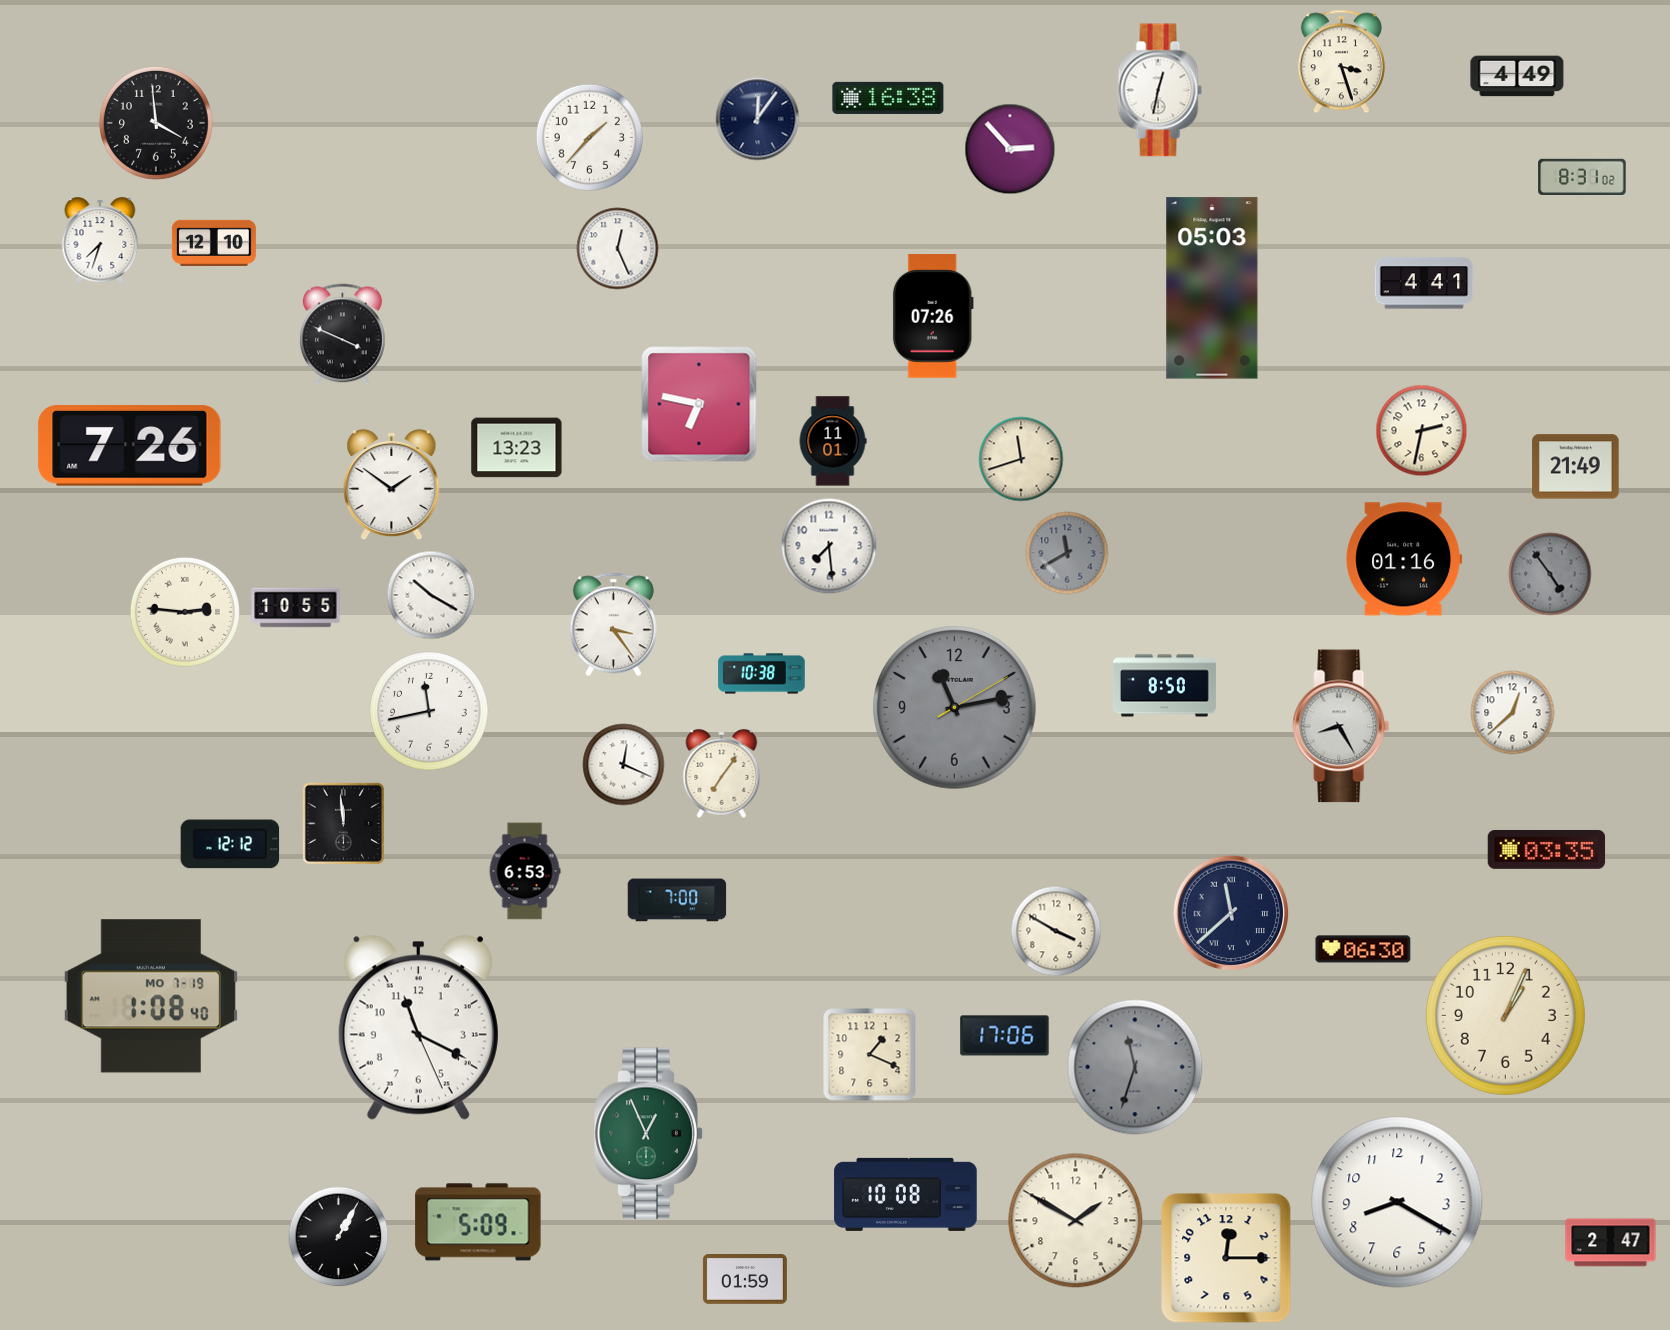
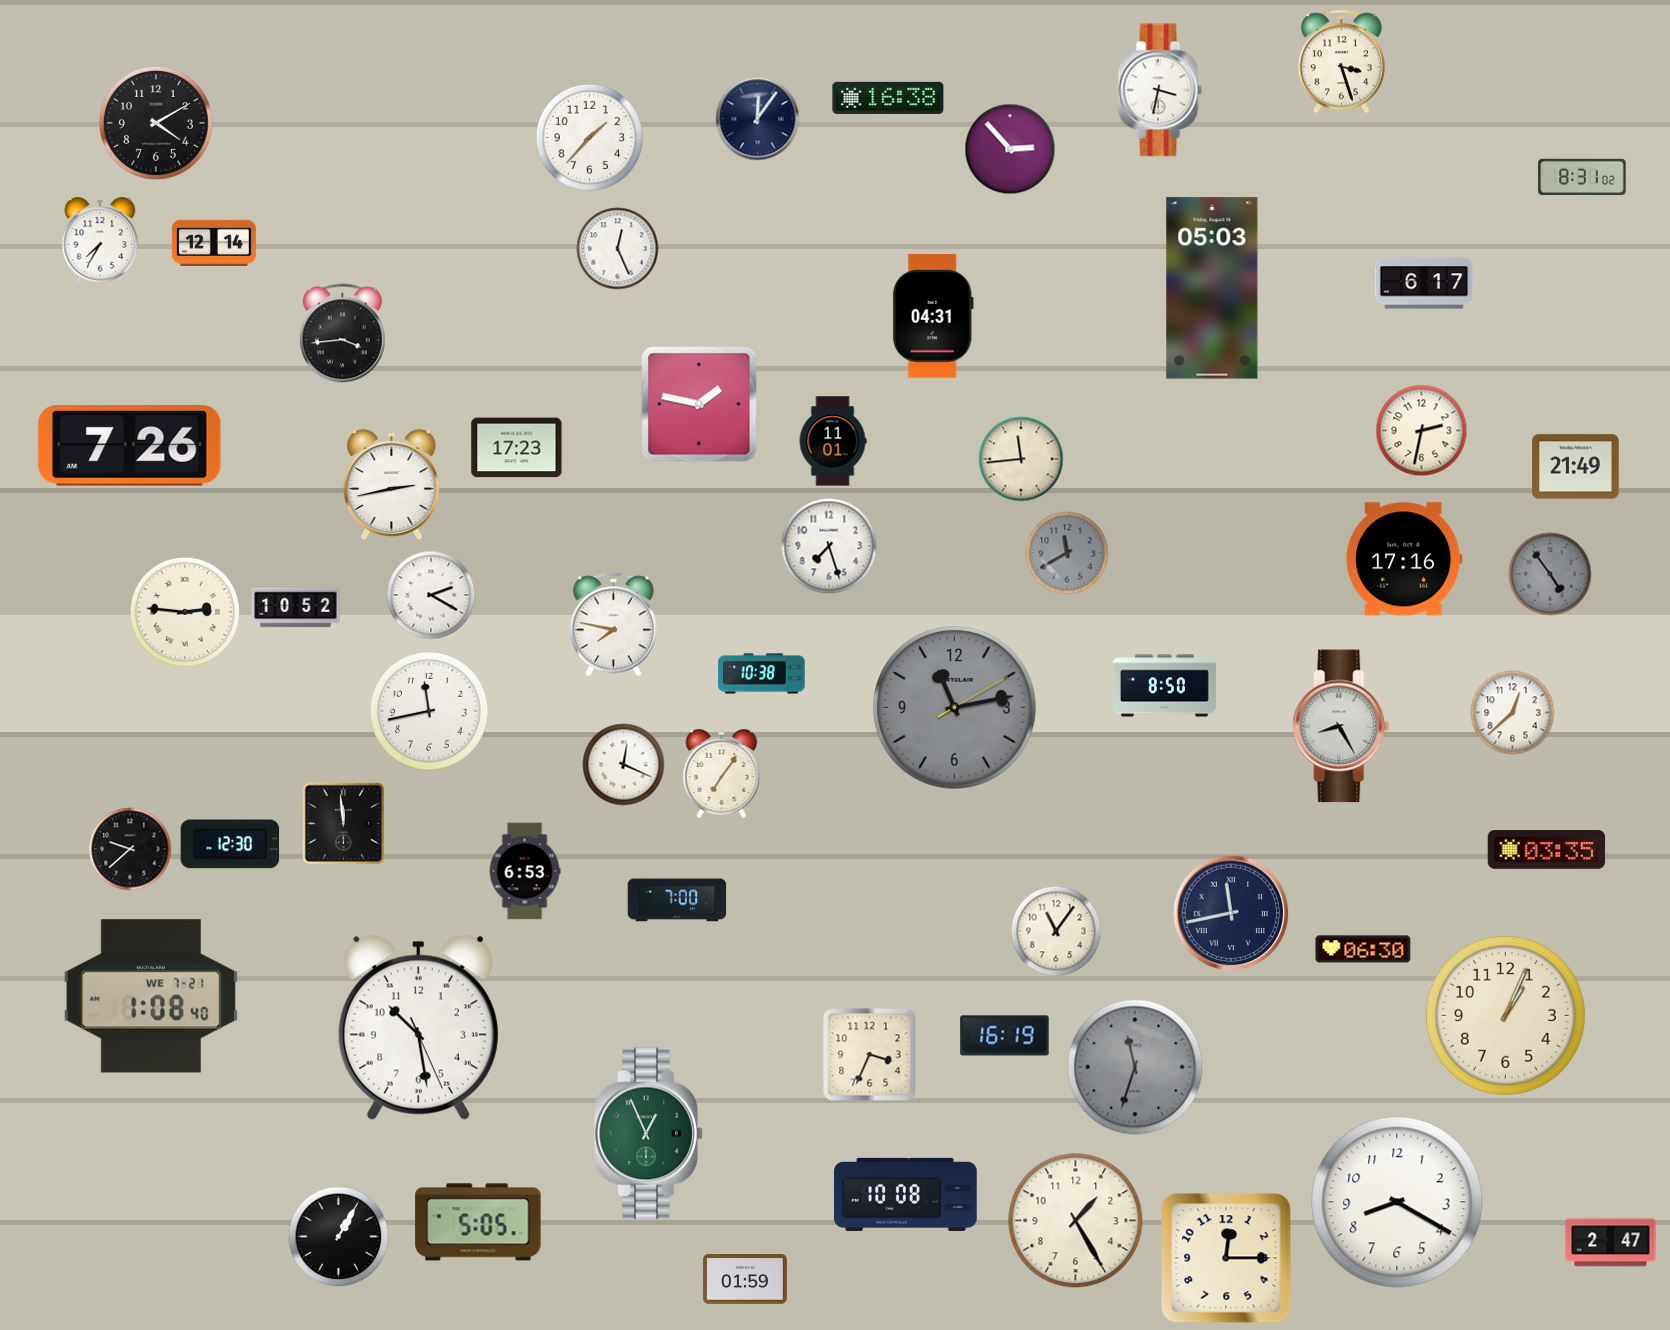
clock at (1517, 76): 4:49 -> none
clock at (1160, 90): 12:32 -> 3:32
clock at (156, 123): 3:59 -> 4:10
clock at (100, 241): 7:33 -> 7:35
clock at (214, 243): 12:10 -> 12:14
clock at (1424, 283): 4:41 -> 6:17
clock at (933, 316): 07:26 -> 04:31
clock at (342, 335): 3:49 -> 3:44
clock at (699, 404): 6:47 -> 1:47
clock at (517, 448): 13:23 -> 17:23
clock at (1021, 459): 11:42 -> 11:44
clock at (392, 485): 1:51 -> 2:43
clock at (829, 546): 7:29 -> 7:27
clock at (1404, 559): 01:16 -> 17:16
clock at (431, 595): 10:20 -> 2:20
clock at (296, 608): 10:55 -> 10:52
clock at (613, 625): 3:24 -> 7:47
clock at (230, 844): 12:12 -> 12:30
clock at (130, 849): none -> 9:38
clock at (1231, 913): 11:38 -> 11:43
clock at (1056, 931): 3:50 -> 11:06
clock at (151, 996) date: MO 7-19 -> WE 7-21
clock at (418, 1027): 11:19 -> 10:28
clock at (1005, 1036): 17:06 -> 16:19
clock at (870, 1055): 1:19 -> 3:34
clock at (1076, 1221): 1:50 -> 1:25
clock at (478, 1222): 5:09 -> 5:05
